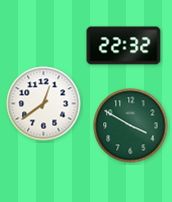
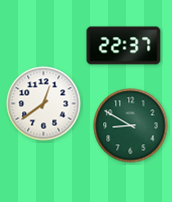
clock at (124, 46): 22:32 -> 22:37
clock at (131, 126): 3:50 -> 8:50
